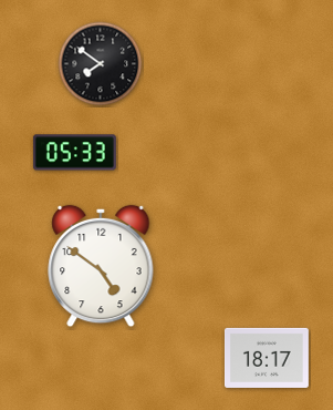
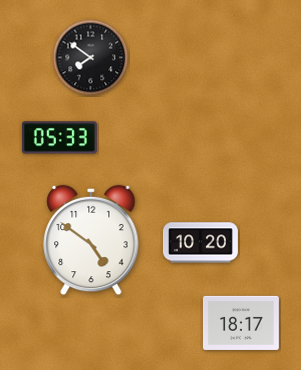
clock at (74, 153) position: (74, 153) -> (59, 138)
clock at (200, 243): none -> 10:20
